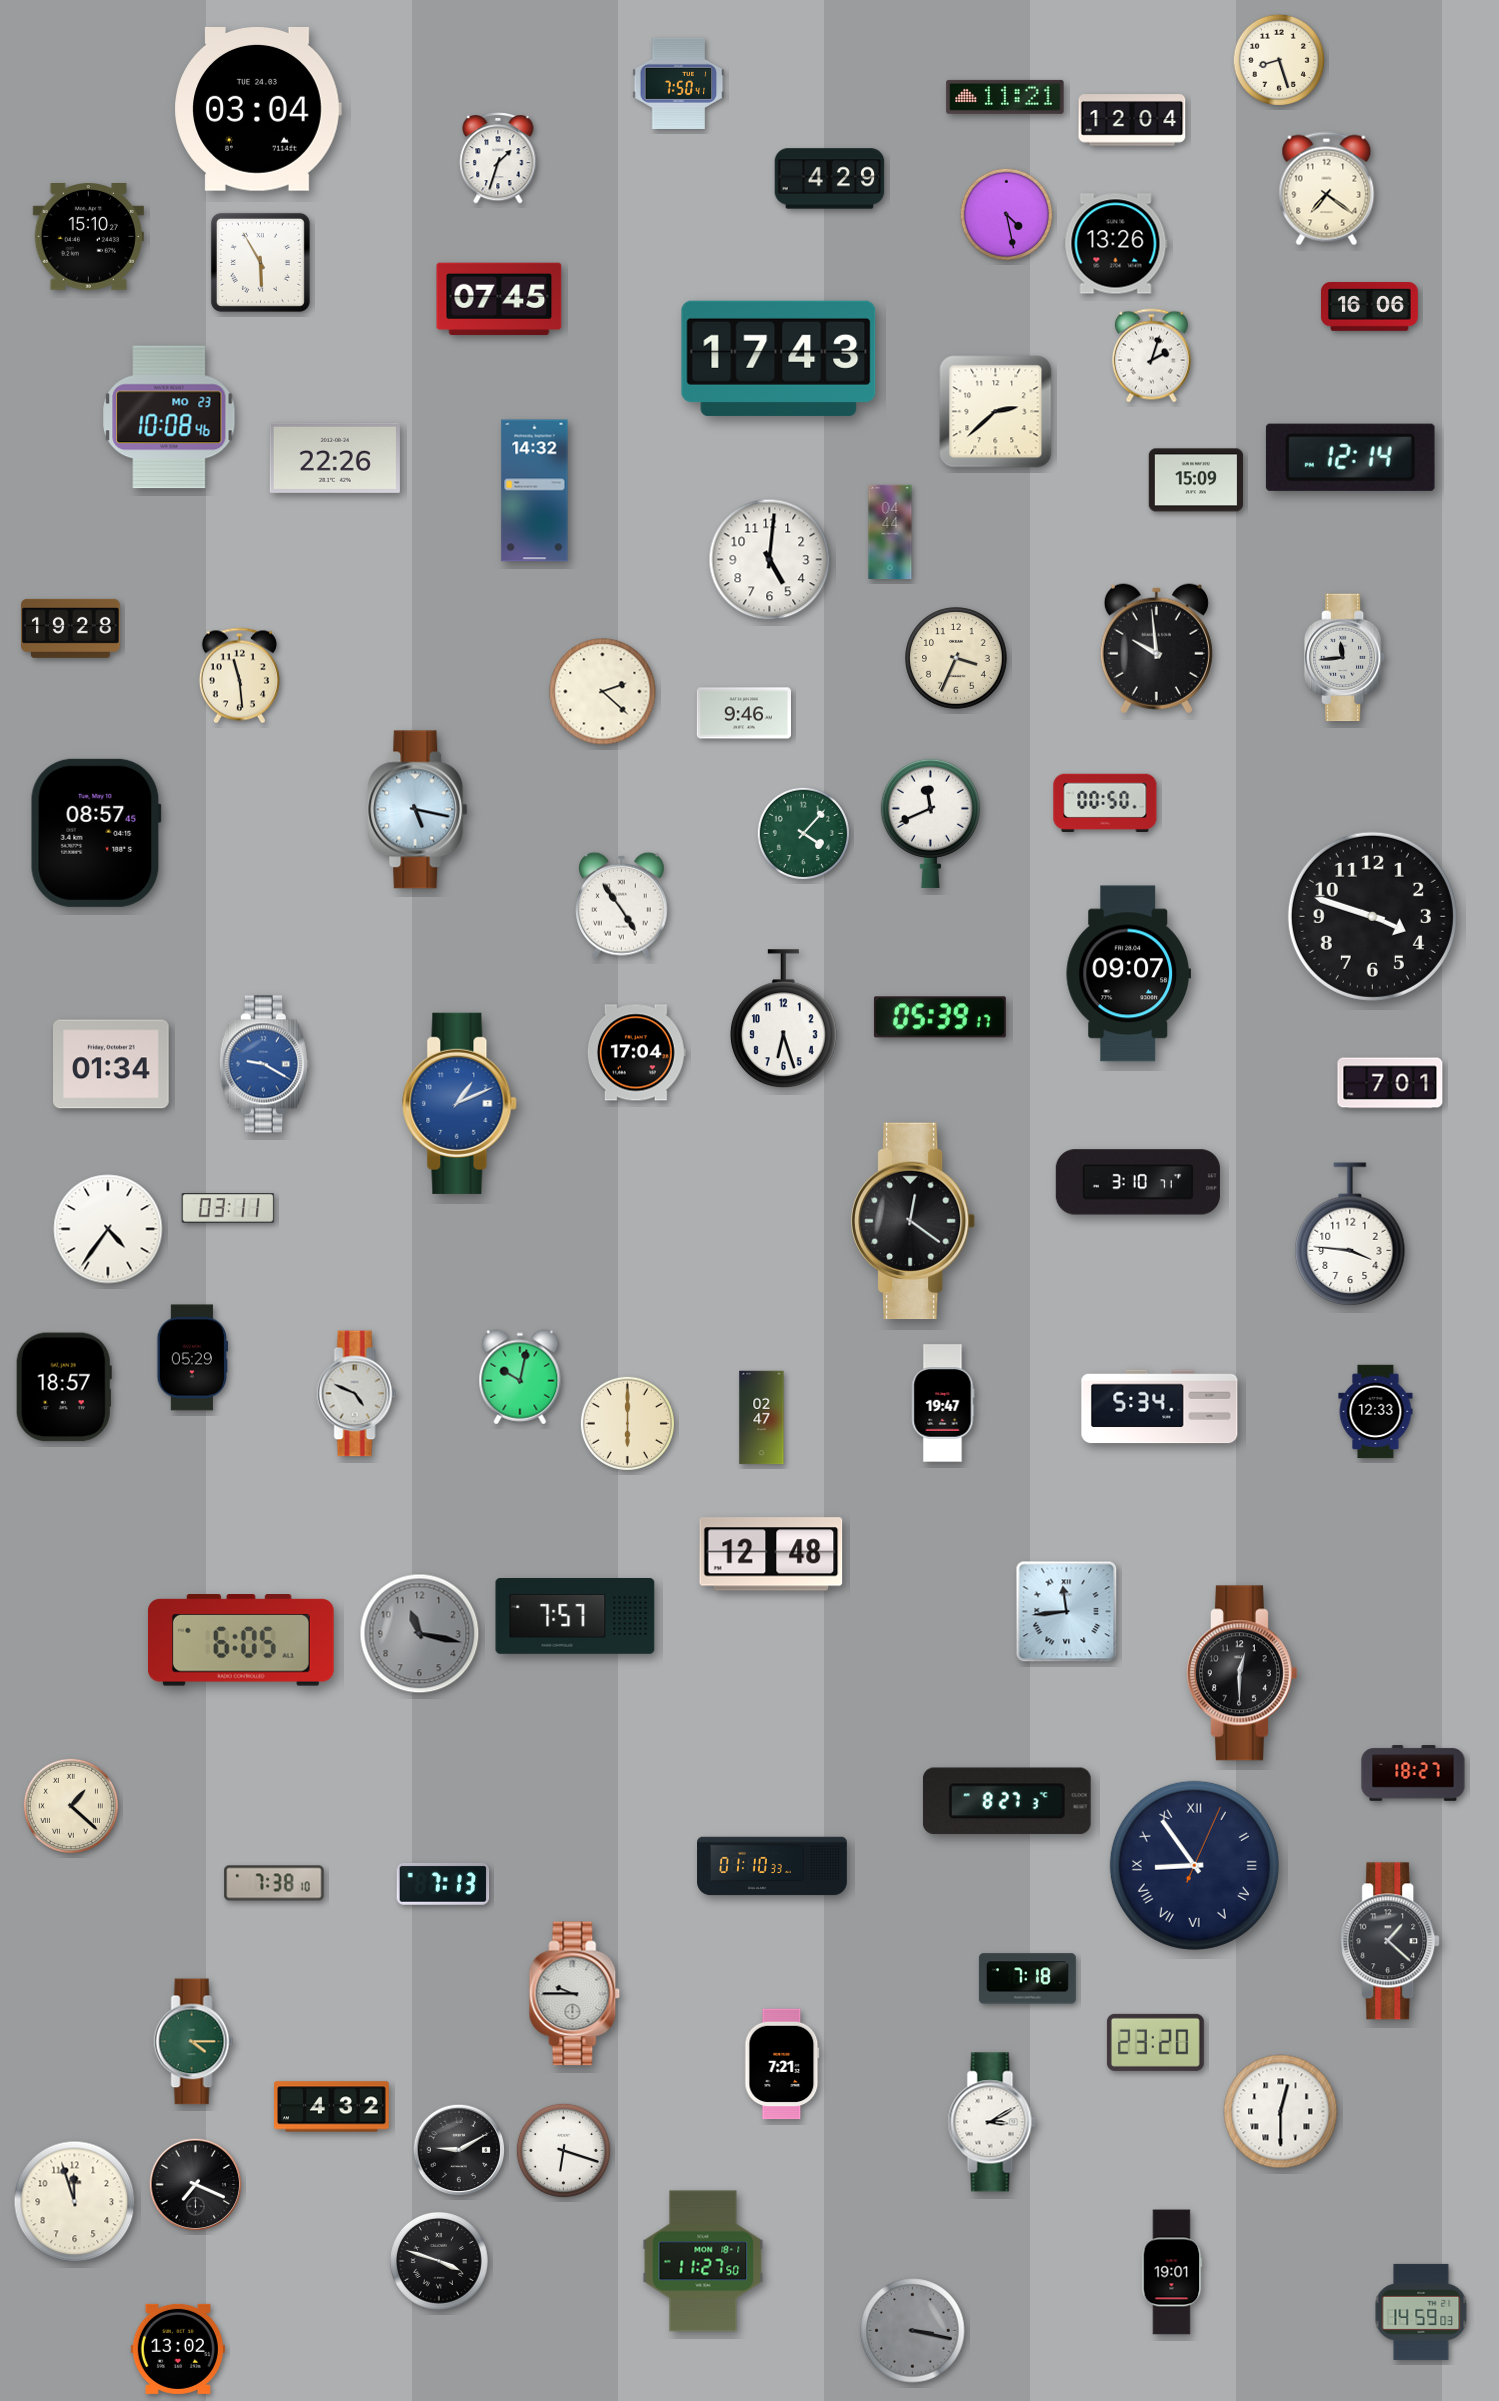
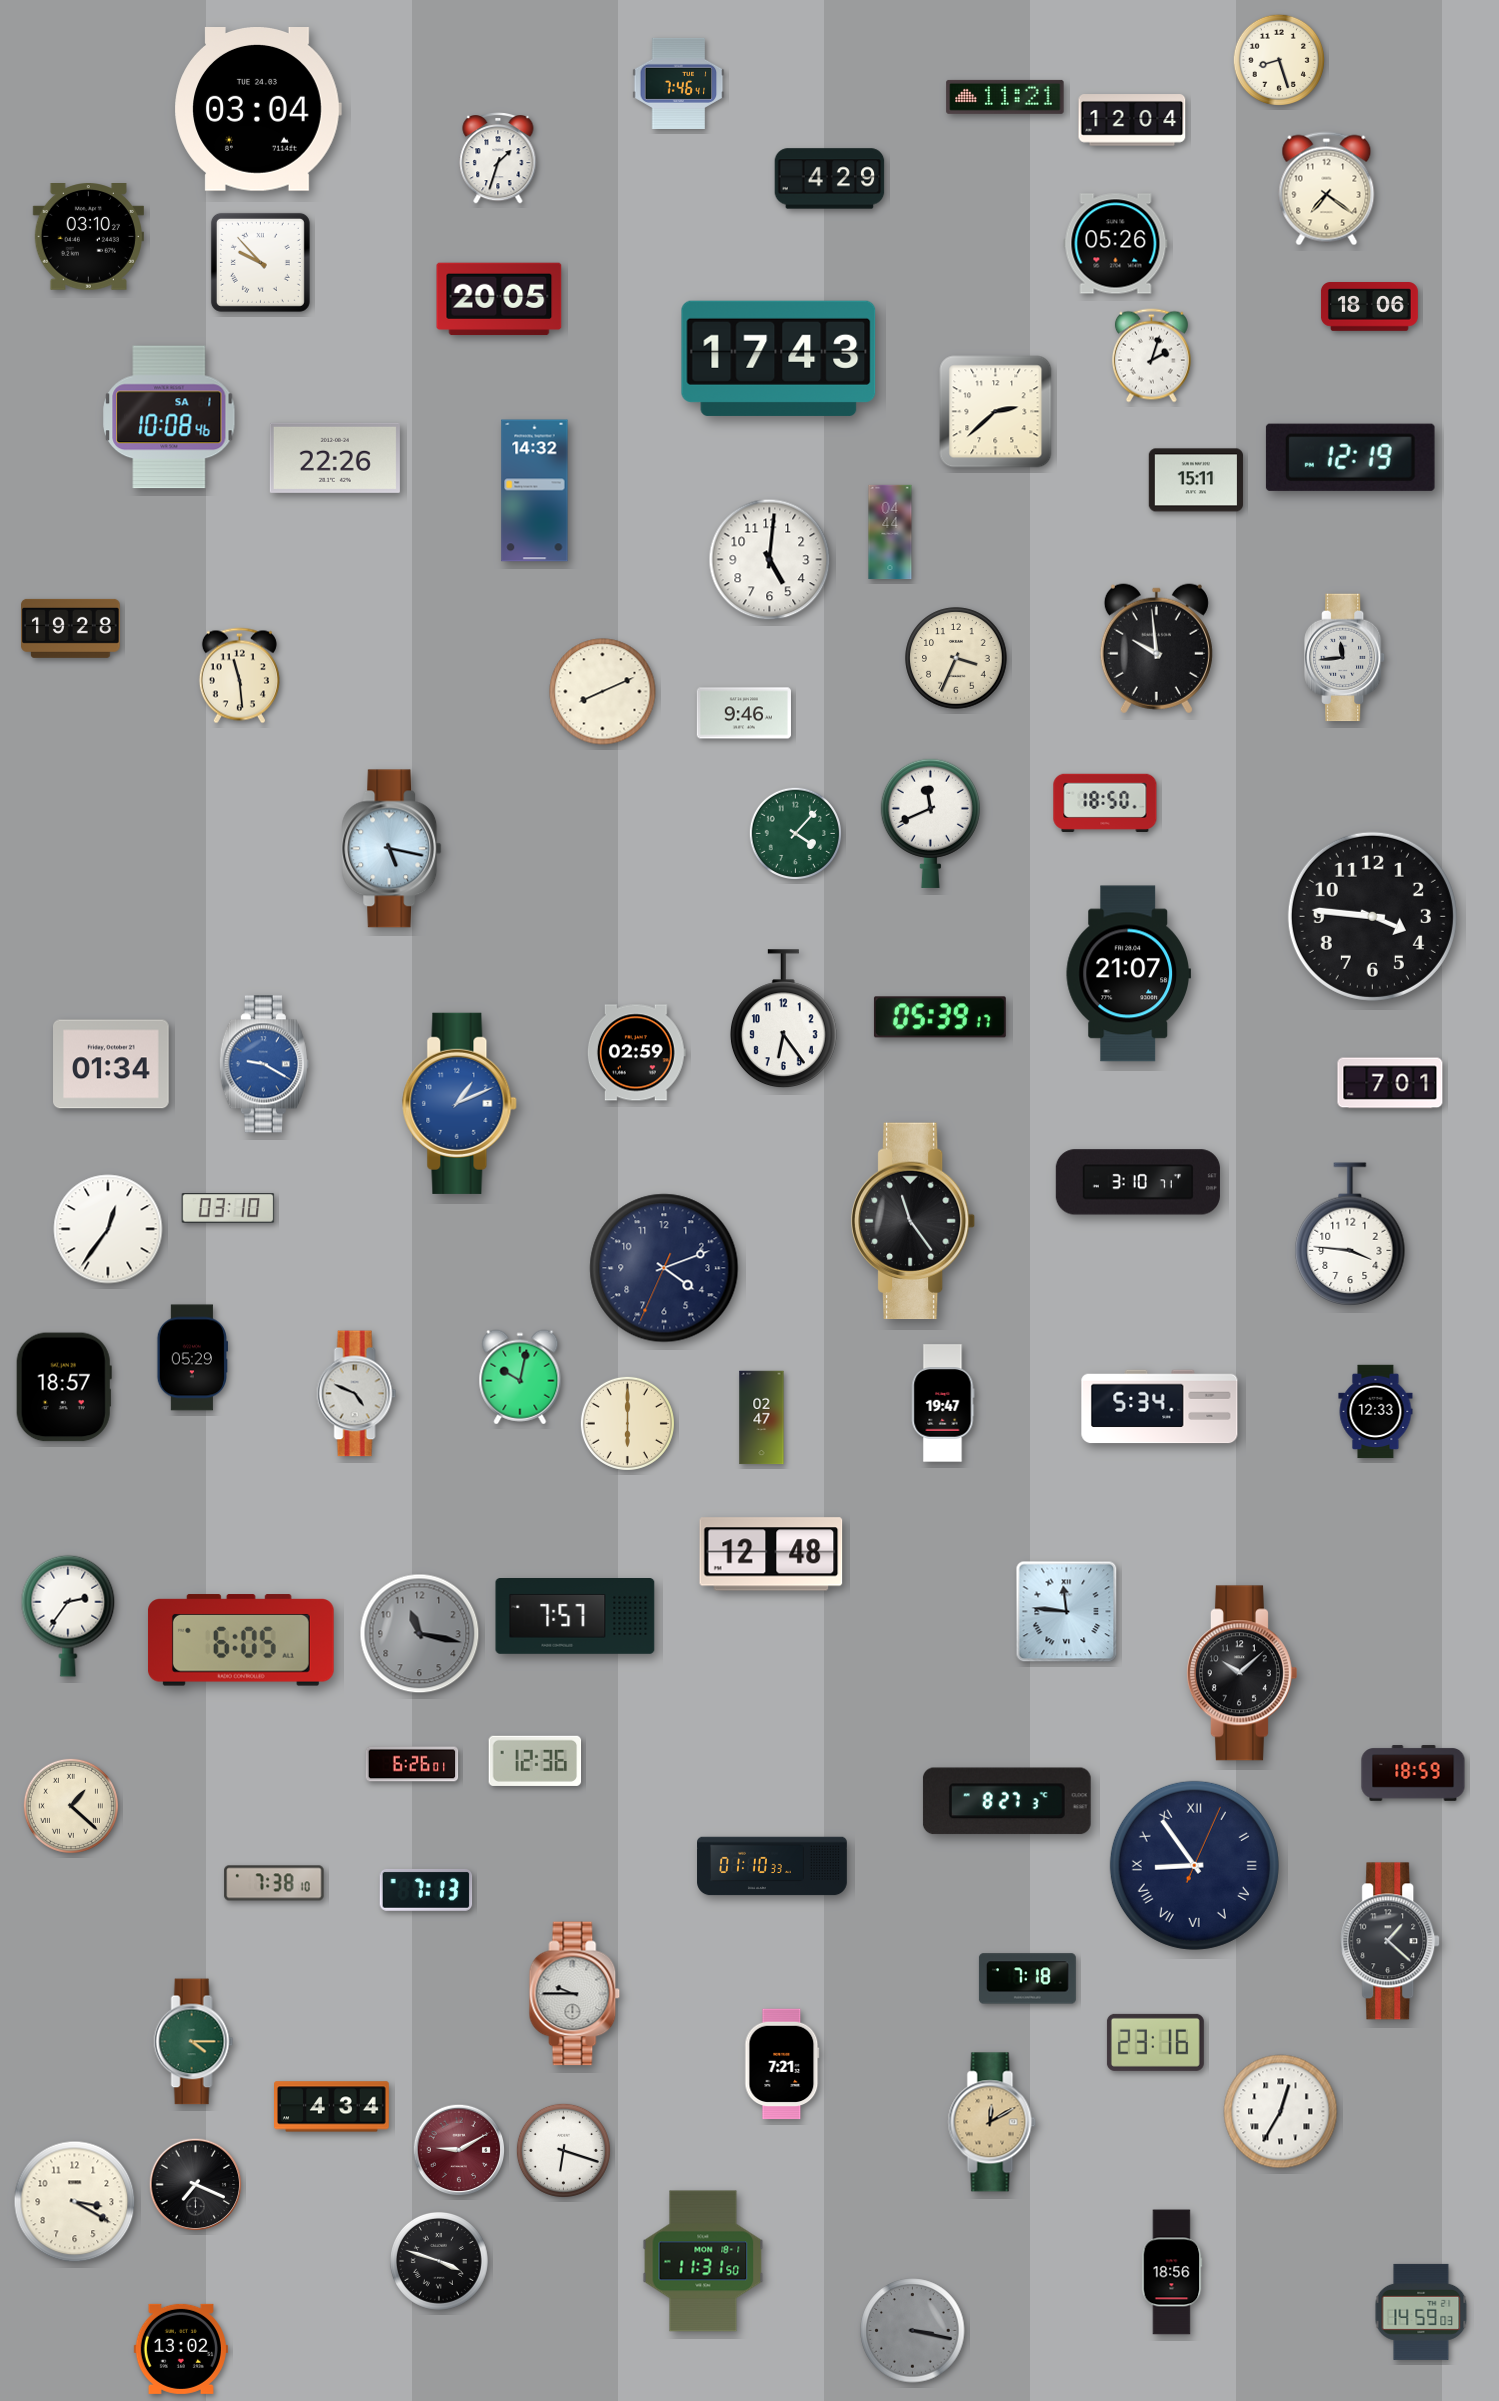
clock at (679, 83): 7:50 -> 7:46
clock at (1006, 214): 4:28 -> none
clock at (88, 237): 15:10 -> 03:10
clock at (1116, 244): 13:26 -> 05:26
clock at (260, 262): 5:55 -> 9:53
clock at (499, 299): 07:45 -> 20:05
clock at (1369, 307): 16:06 -> 18:06
clock at (169, 417) date: MO 23 -> SA 1
clock at (1350, 457): 12:14 -> 12:19
clock at (1196, 480): 15:09 -> 15:11
clock at (603, 692): 2:22 -> 8:11
clock at (1105, 803): 00:50 -> 18:50
clock at (418, 810) position: (418, 810) -> (392, 849)
clock at (96, 833): 08:57 -> none
clock at (803, 833) position: (803, 833) -> (795, 833)
clock at (622, 905): 4:54 -> none
clock at (1372, 916): 3:48 -> 3:46
clock at (1128, 974): 09:07 -> 21:07
clock at (783, 1019): 6:27 -> 6:24
clock at (636, 1053): 17:04 -> 02:59
clock at (228, 1208): 03:11 -> 03:10
clock at (914, 1221): 12:21 -> 11:24
clock at (108, 1229): 4:36 -> 12:36
clock at (664, 1268): none -> 4:11
clock at (1067, 1612): 11:44 -> 11:46
clock at (68, 1616): none -> 2:36
clock at (1241, 1673): 12:30 -> 10:08
clock at (535, 1761): none -> 12:36
clock at (412, 1764): none -> 6:26
clock at (1413, 1773): 18:27 -> 18:59
clock at (443, 1884) position: (443, 1884) -> (426, 1890)
clock at (1155, 2042): 23:20 -> 23:16
clock at (332, 2107): 4:32 -> 4:34
clock at (1281, 2112): 12:30 -> 12:35
clock at (992, 2122): 3:10 -> 12:10
clock at (992, 2122) dial: white -> champagne
clock at (459, 2150) dial: black -> burgundy
clock at (75, 2202): 11:57 -> 3:20
clock at (703, 2261): 11:27 -> 11:31
clock at (1172, 2272): 19:01 -> 18:56
clock at (178, 2349) position: (178, 2349) -> (181, 2349)
